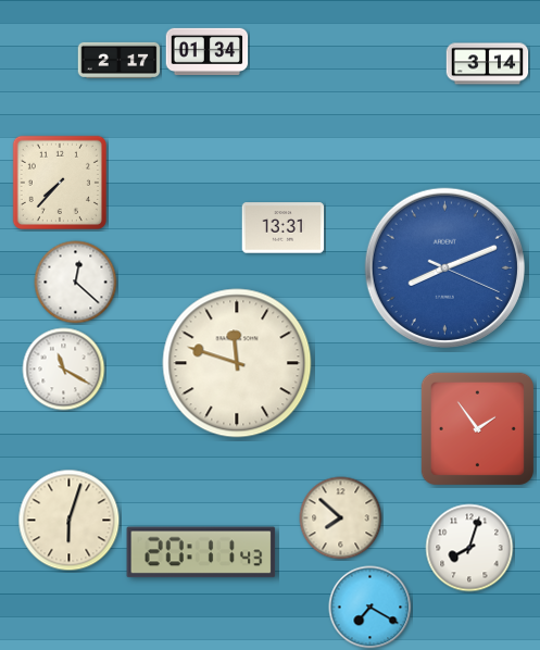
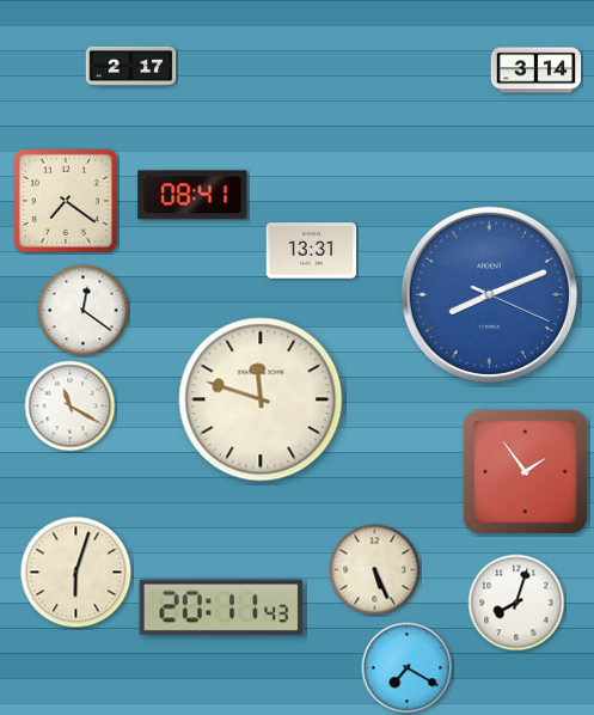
clock at (208, 51): 01:34 -> none
clock at (192, 195): none -> 08:41
clock at (60, 183): 7:37 -> 7:21
clock at (76, 283): 12:22 -> 12:21
clock at (341, 518): 7:52 -> 5:26
